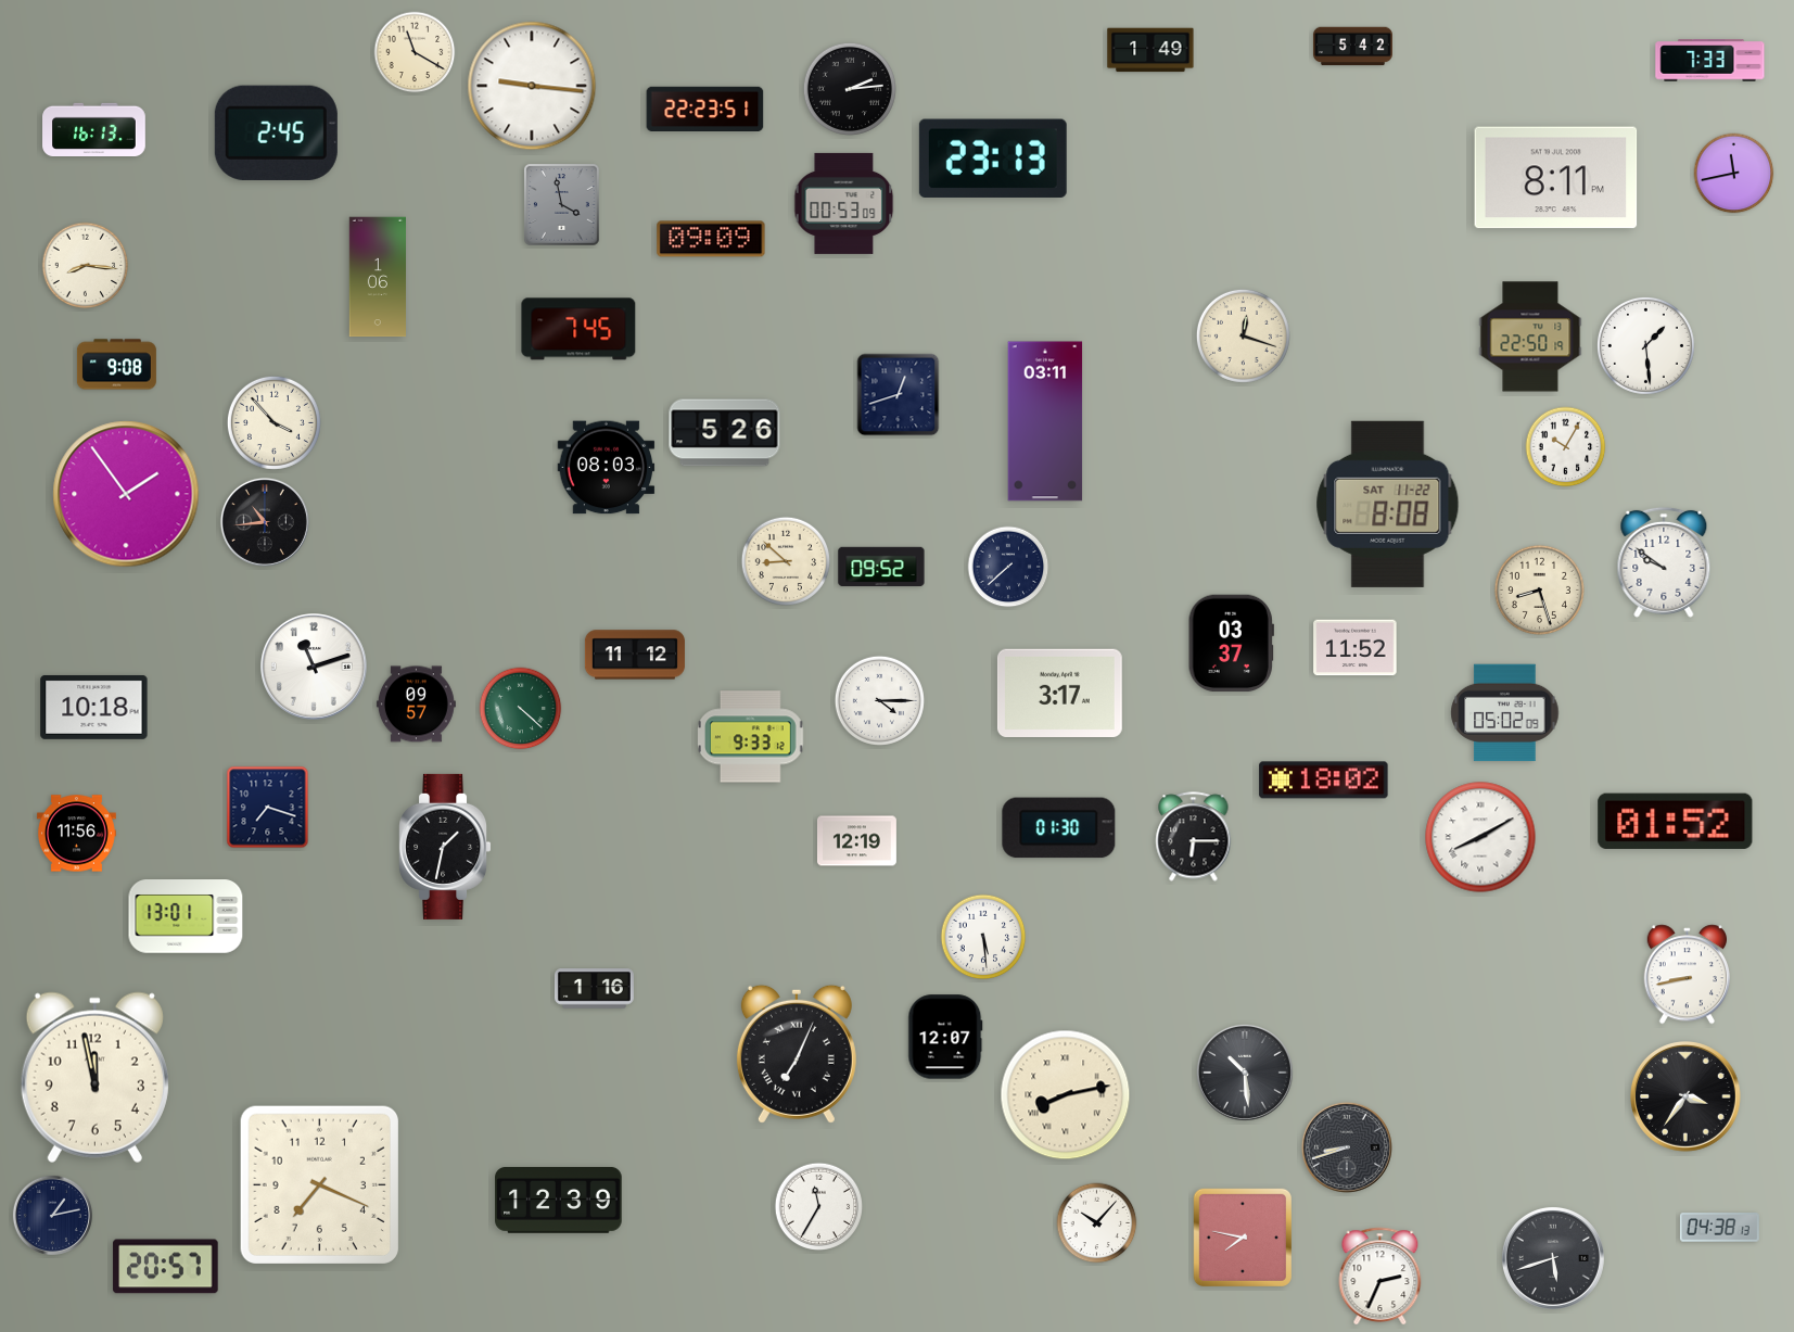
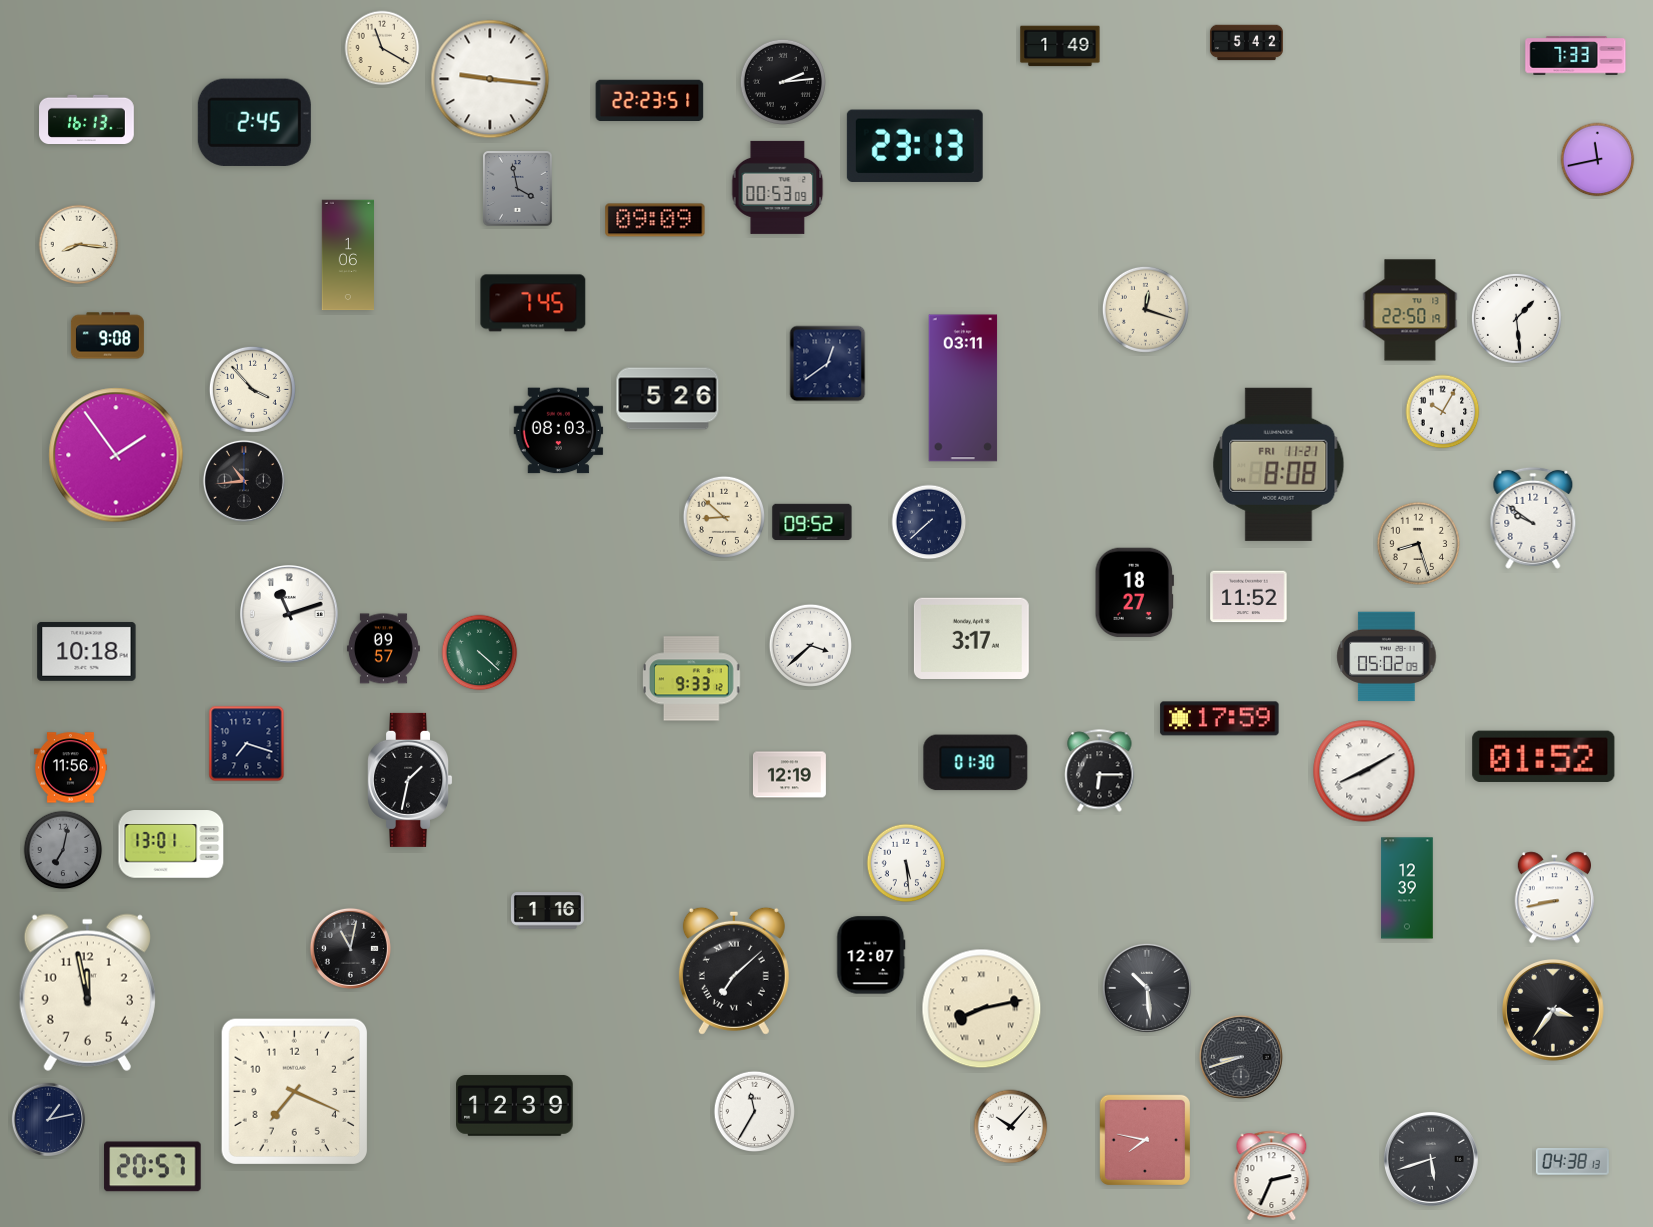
clock at (1556, 178): 8:11 -> none
clock at (899, 395): 12:42 -> 12:39
clock at (1388, 504) date: SAT 11-22 -> FRI 11-21
clock at (1231, 644): 03:37 -> 18:27
clock at (635, 655): 11:12 -> none
clock at (1059, 693) position: (1059, 693) -> (971, 638)
clock at (879, 700): 4:15 -> 3:38
clock at (1324, 781): 18:02 -> 17:59
clock at (63, 850): none -> 7:02
clock at (1407, 888): none -> 12:39
clock at (350, 948): none -> 11:02
clock at (797, 1054): 7:04 -> 7:08
clock at (1719, 1228) position: (1719, 1228) -> (1572, 1162)
